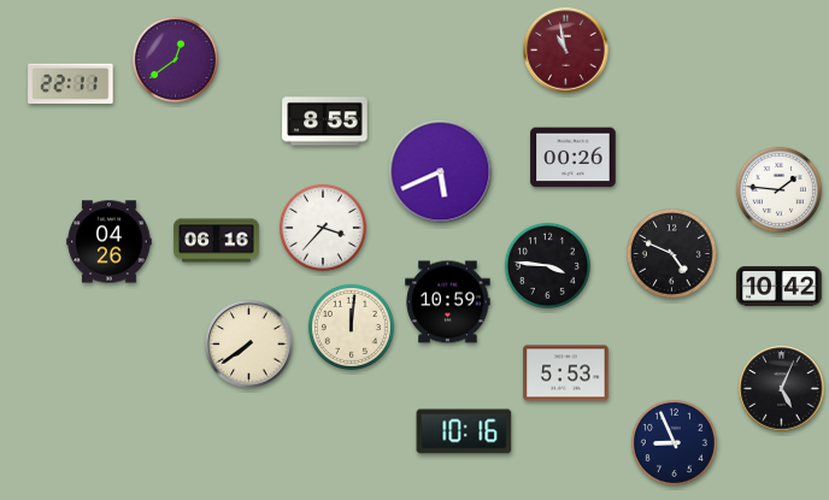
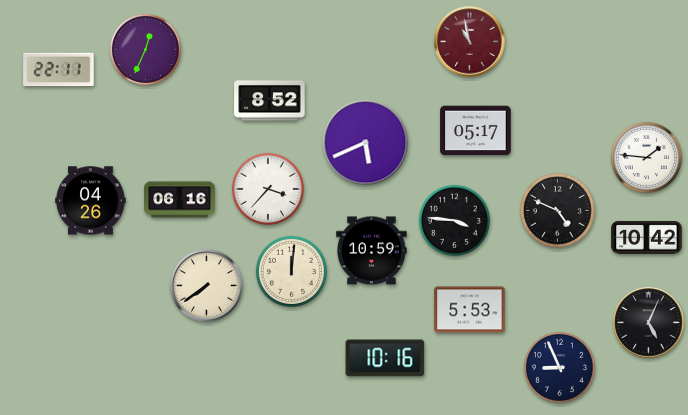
clock at (175, 59): 12:39 -> 12:34
clock at (325, 122): 8:55 -> 8:52
clock at (574, 158): 00:26 -> 05:17
